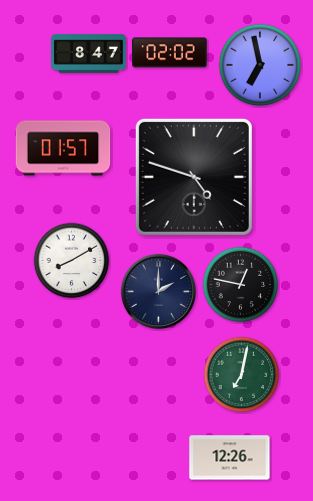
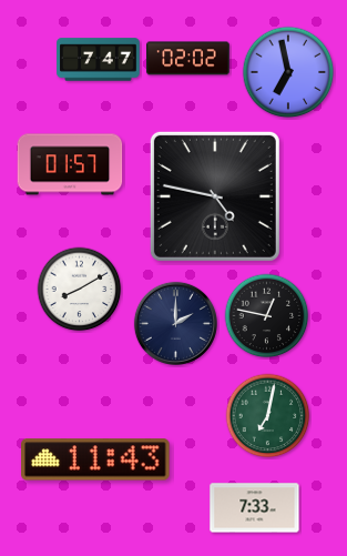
clock at (89, 54): 8:47 -> 7:47
clock at (194, 177): 4:48 -> 4:47
clock at (95, 459): none -> 11:43
clock at (230, 458): 12:26 -> 7:33
